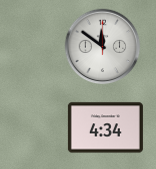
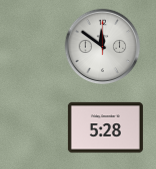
clock at (105, 128): 4:34 -> 5:28
